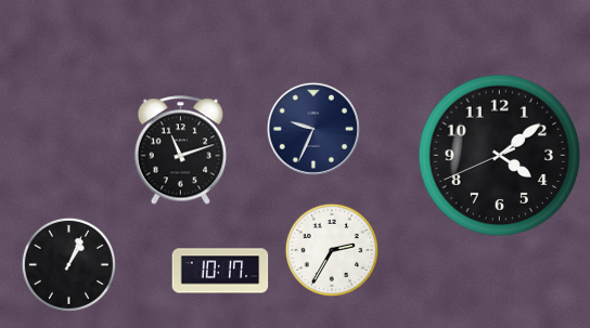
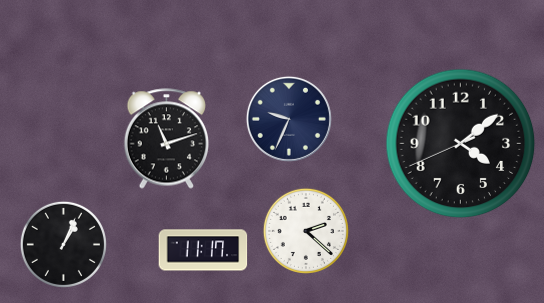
clock at (332, 250): 2:35 -> 2:22
clock at (220, 271): 10:17 -> 11:17
